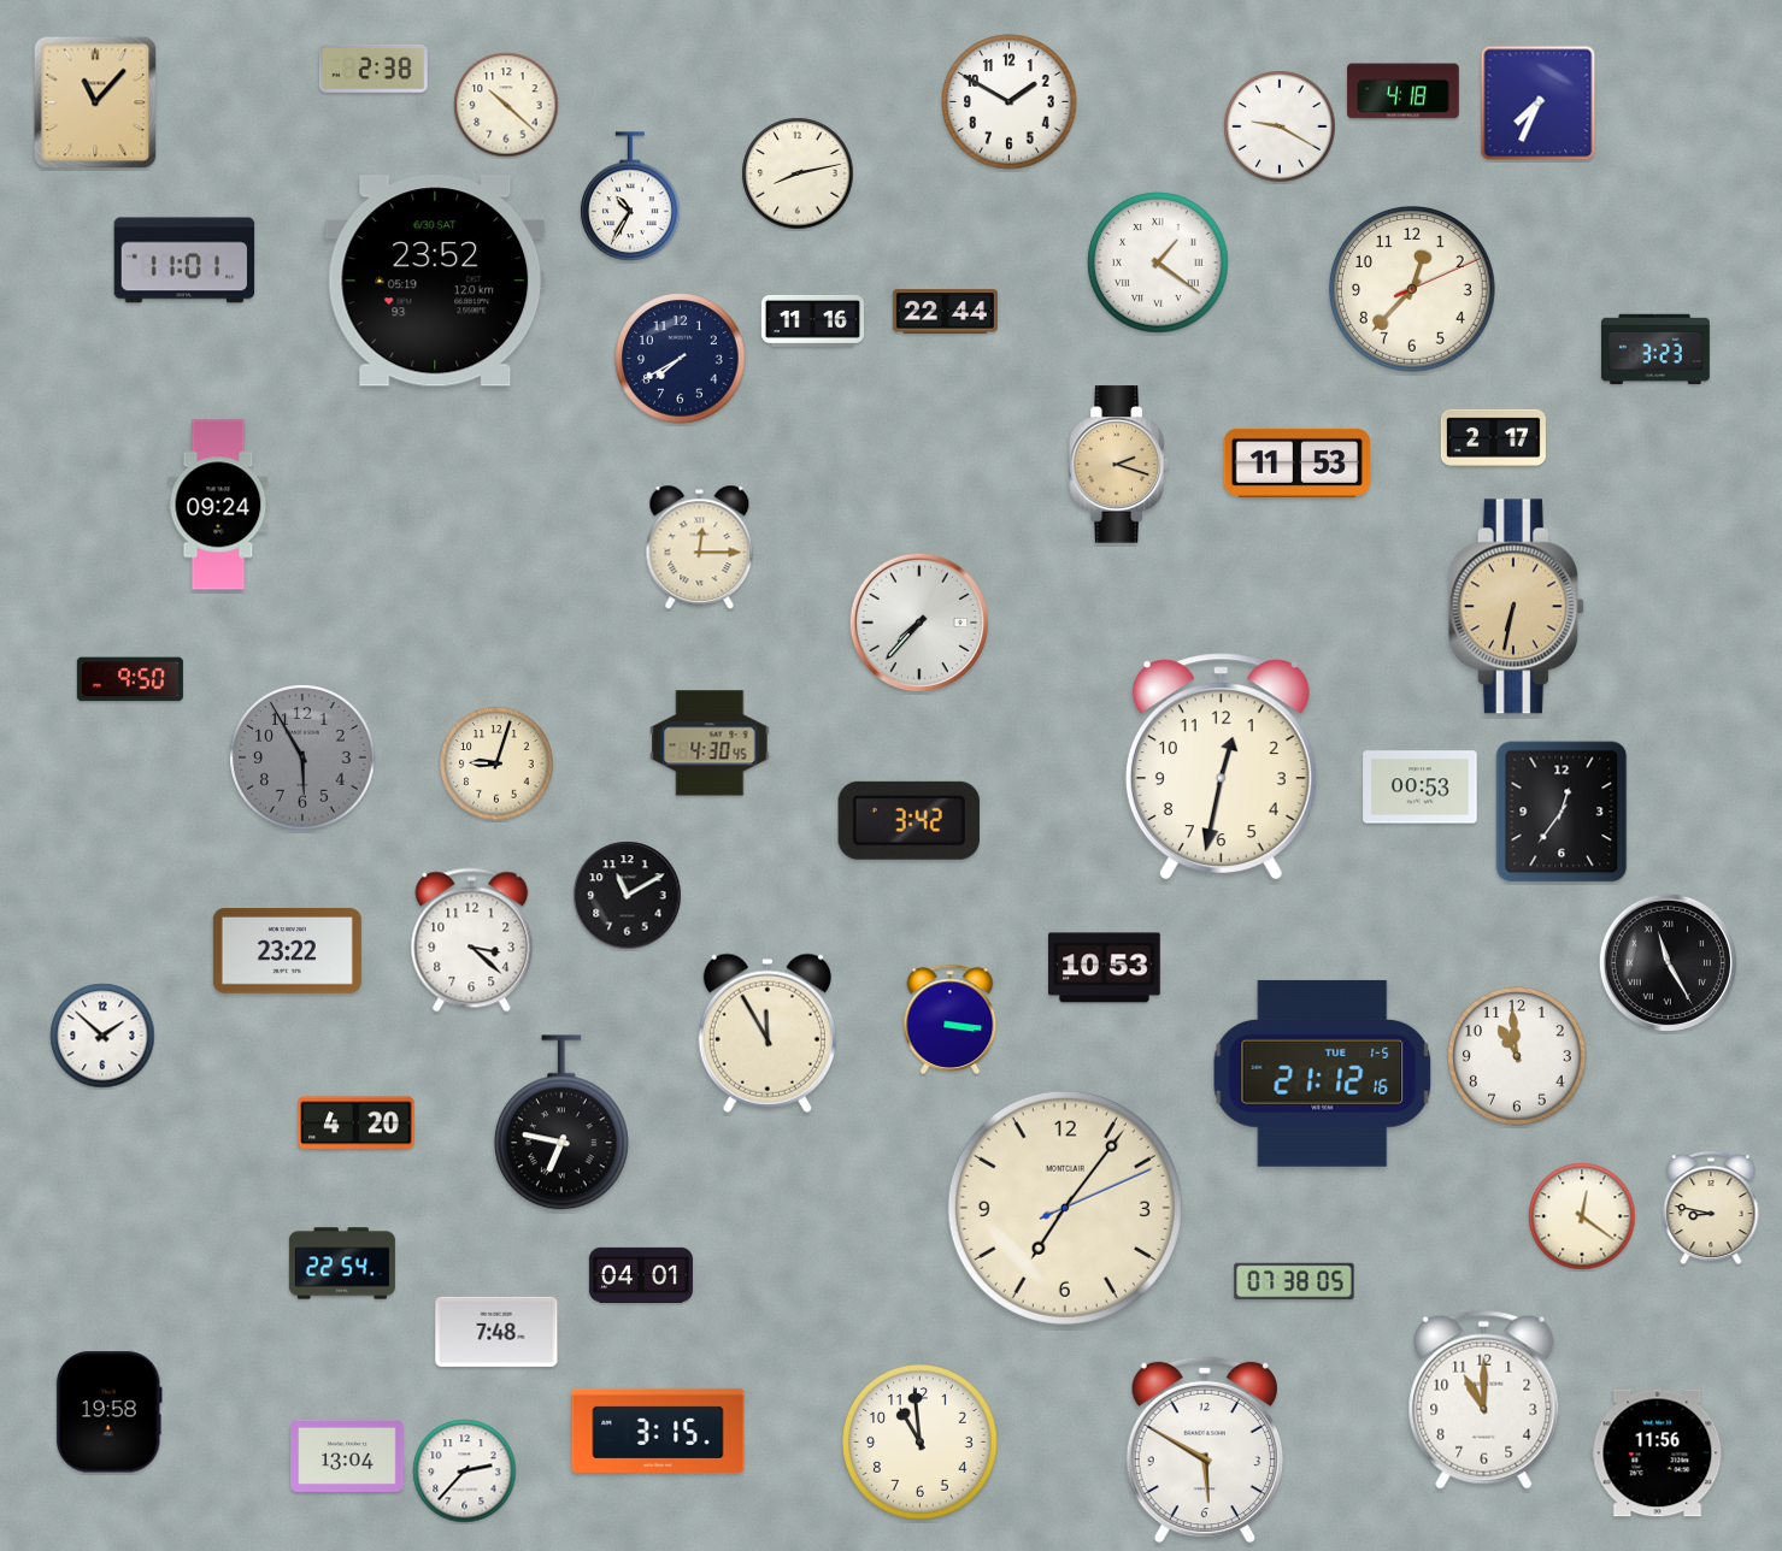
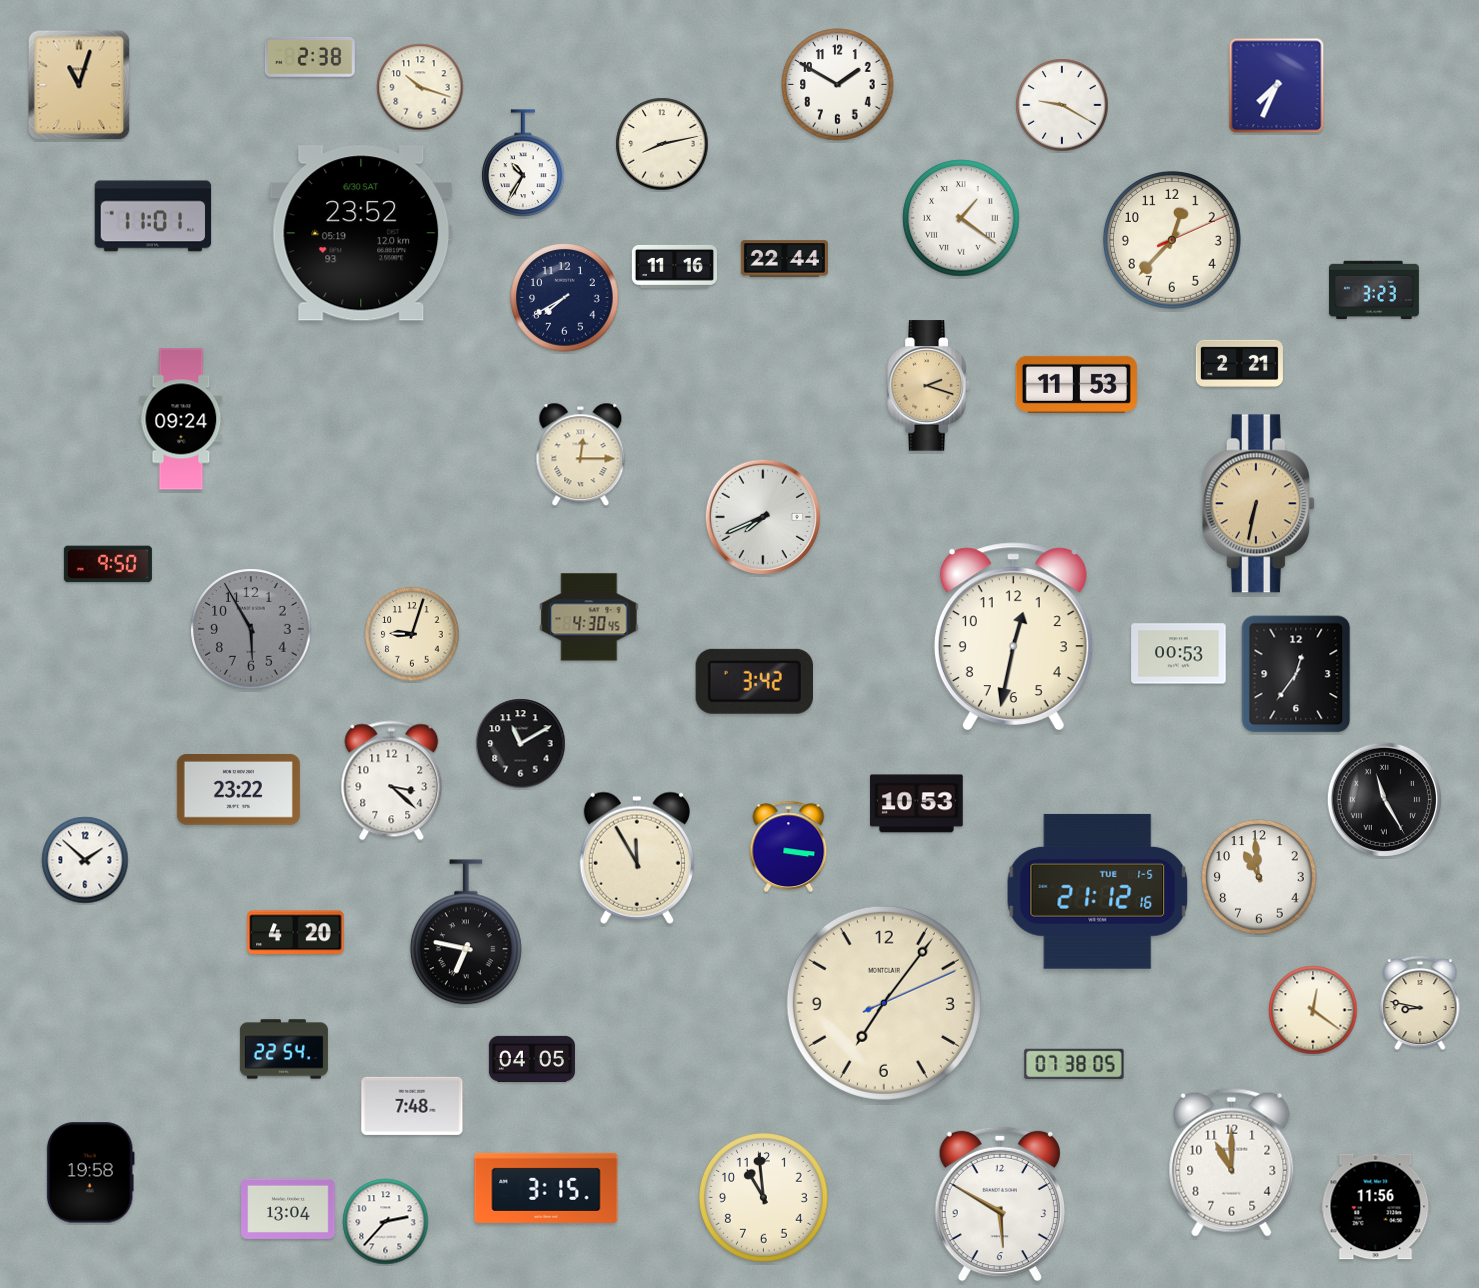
clock at (1404, 92): 4:18 -> none
clock at (95, 102): 11:07 -> 11:03
clock at (506, 105): 10:22 -> 10:18
clock at (1493, 437): 2:17 -> 2:21
clock at (919, 623): 7:37 -> 7:41
clock at (641, 1275): 04:01 -> 04:05
